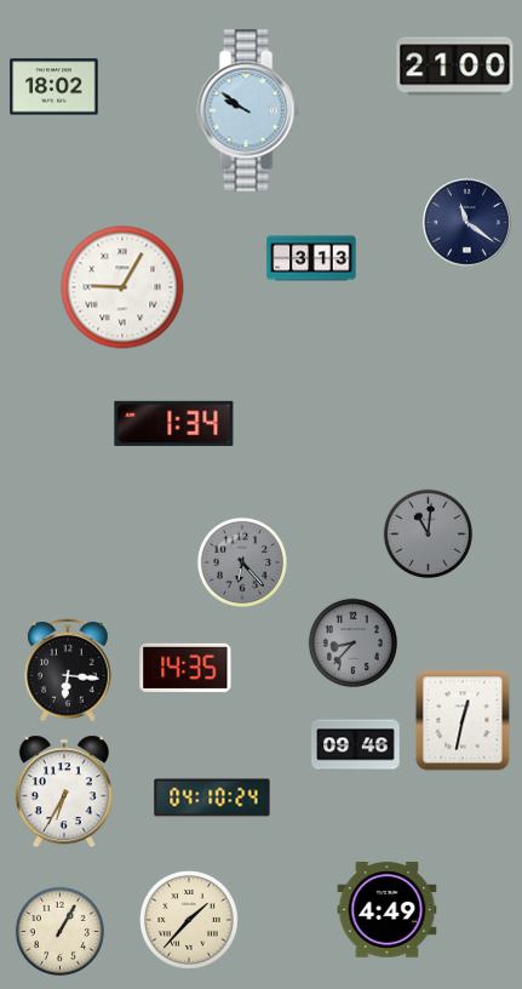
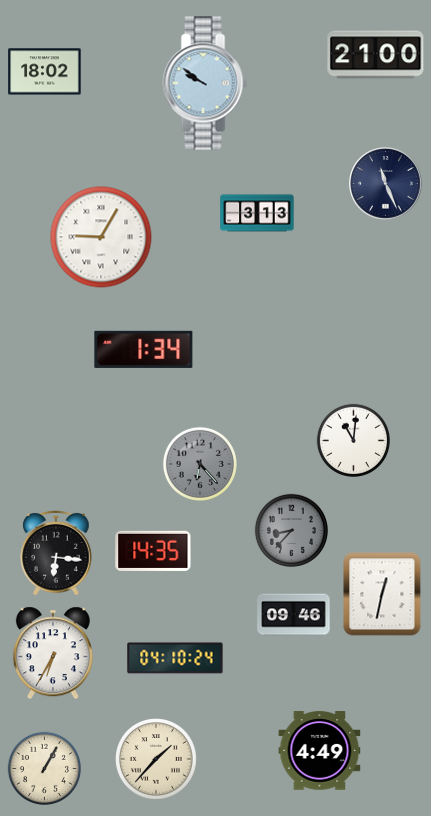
clock at (248, 110) position: (248, 110) -> (205, 83)
clock at (467, 223): 11:21 -> 11:26
clock at (428, 533) dial: grey -> white
clock at (59, 931) position: (59, 931) -> (44, 768)
